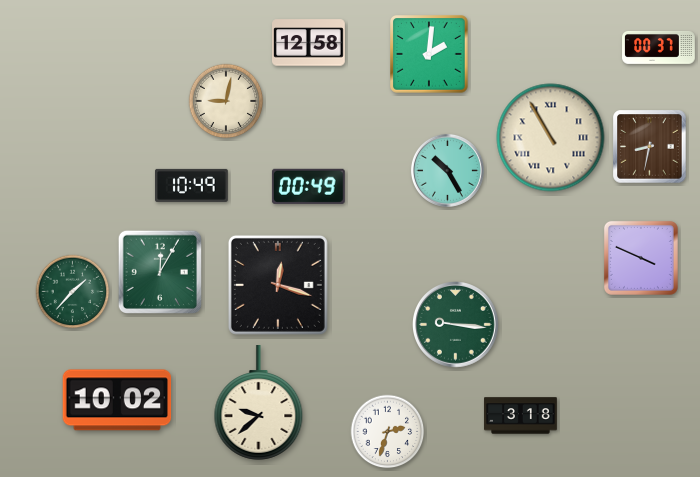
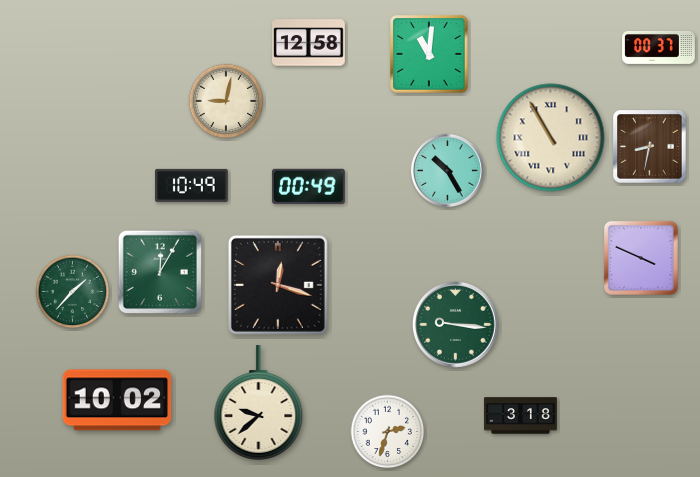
clock at (430, 55): 2:01 -> 11:01
